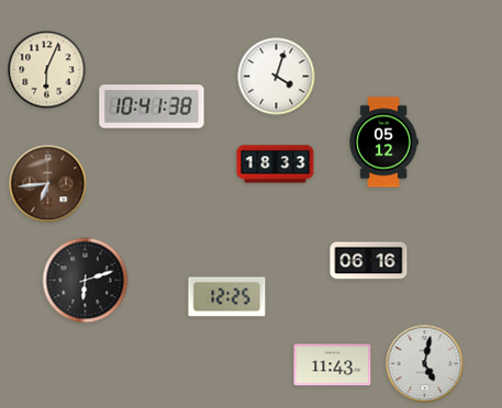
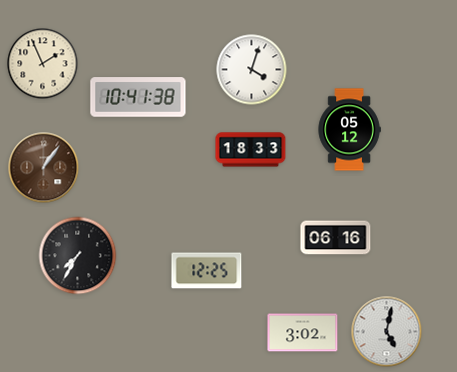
clock at (47, 70): 6:04 -> 1:56
clock at (48, 184): 6:44 -> 1:06
clock at (86, 281): 6:12 -> 7:35
clock at (333, 365): 11:43 -> 3:02
